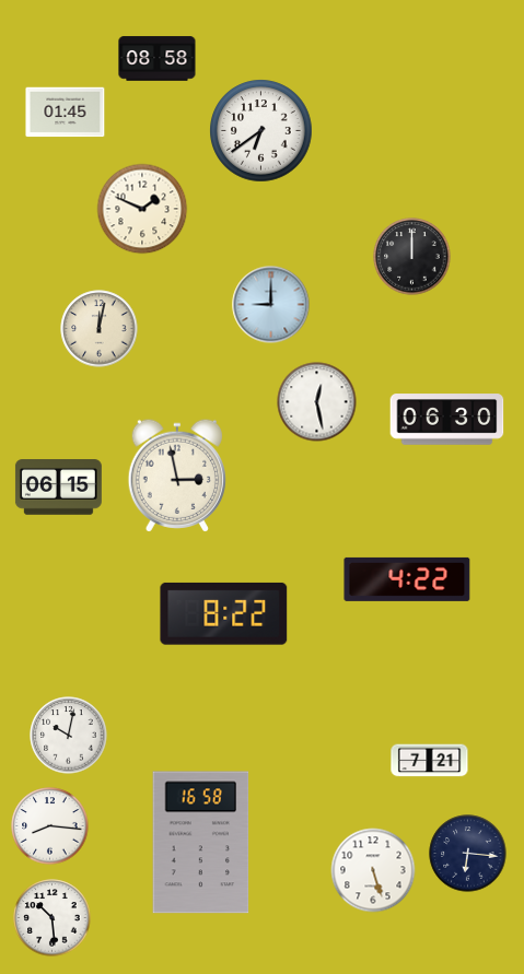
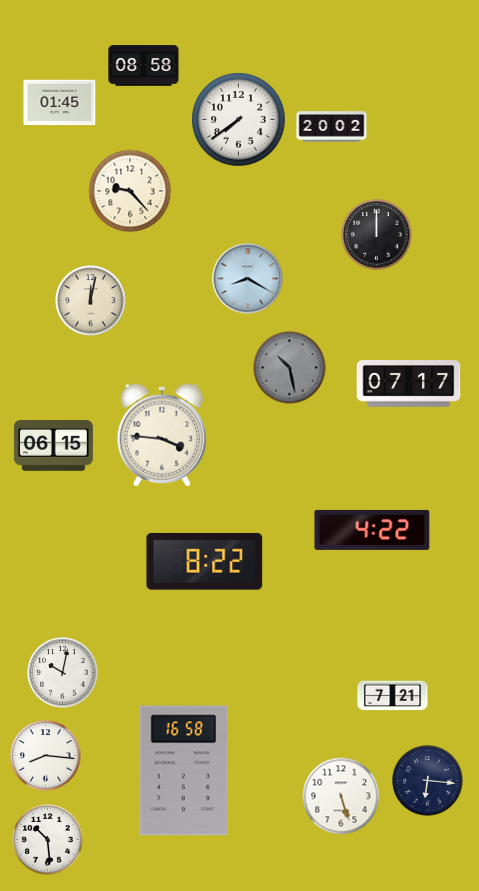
clock at (158, 59) position: (158, 59) -> (144, 66)
clock at (261, 131): 6:39 -> 7:39
clock at (332, 127): none -> 20:02
clock at (142, 209): 1:49 -> 9:23
clock at (271, 305): 9:00 -> 8:20
clock at (317, 402): 12:28 -> 10:28
clock at (317, 402) dial: white -> grey
clock at (447, 420): 06:30 -> 07:17
clock at (177, 476): 2:58 -> 3:46
